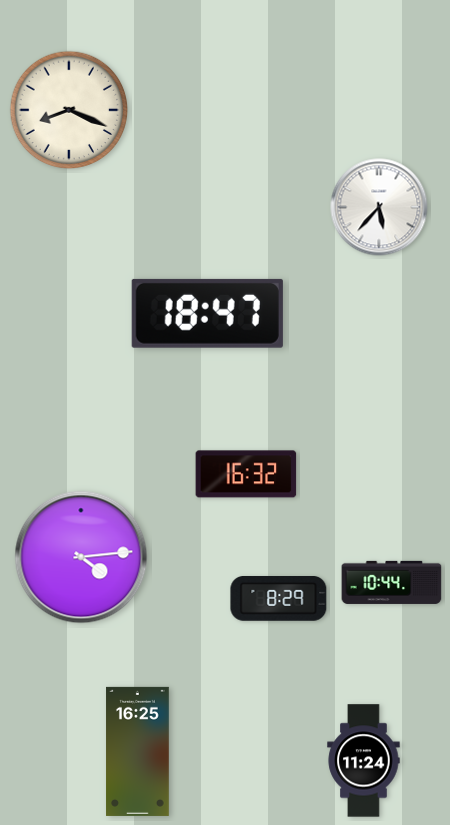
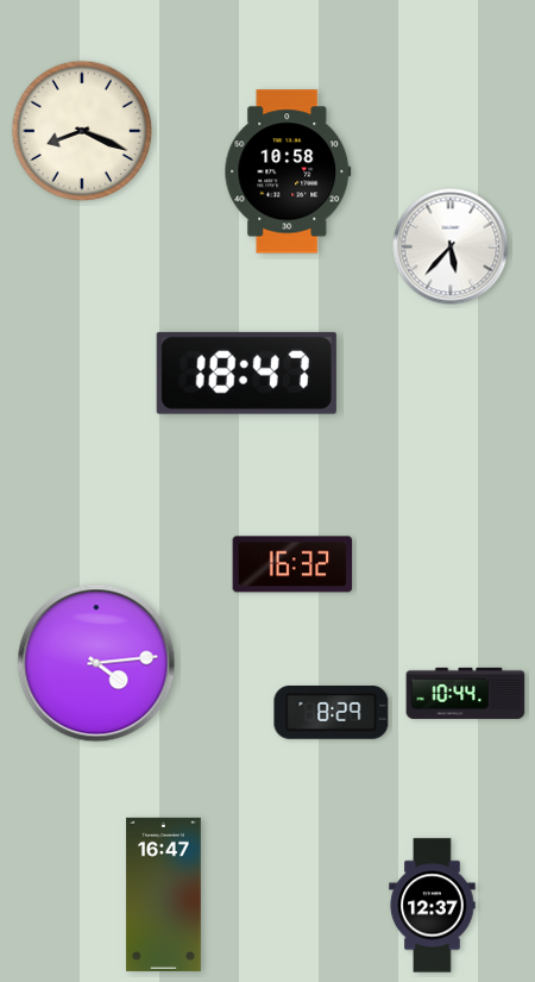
clock at (288, 171): none -> 10:58
clock at (138, 751): 16:25 -> 16:47
clock at (364, 761): 11:24 -> 12:37
